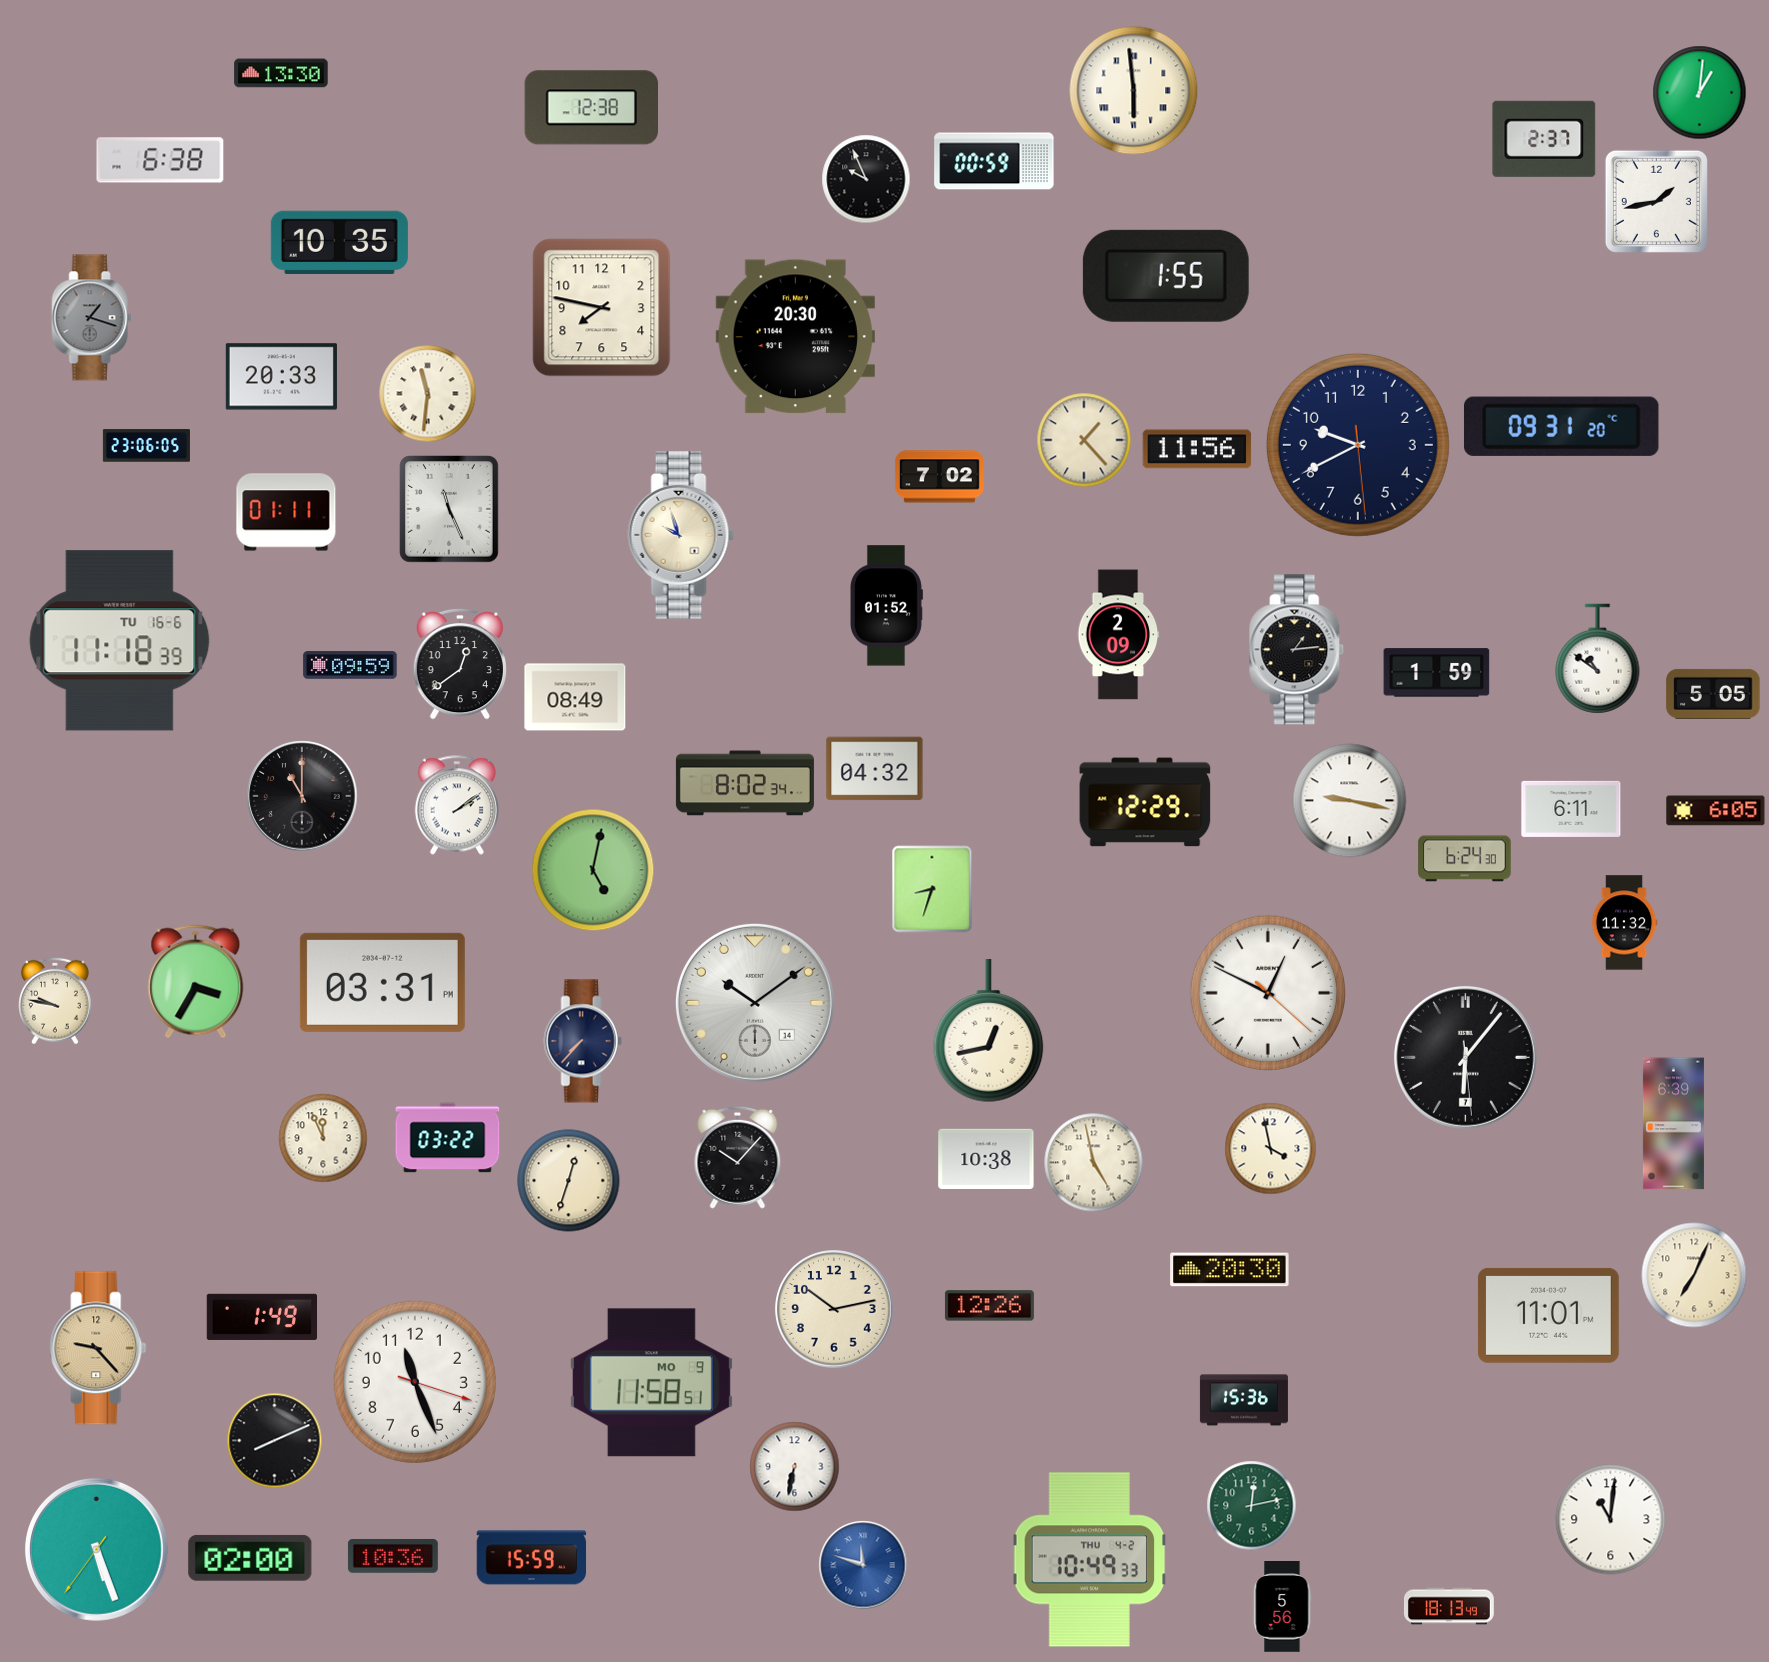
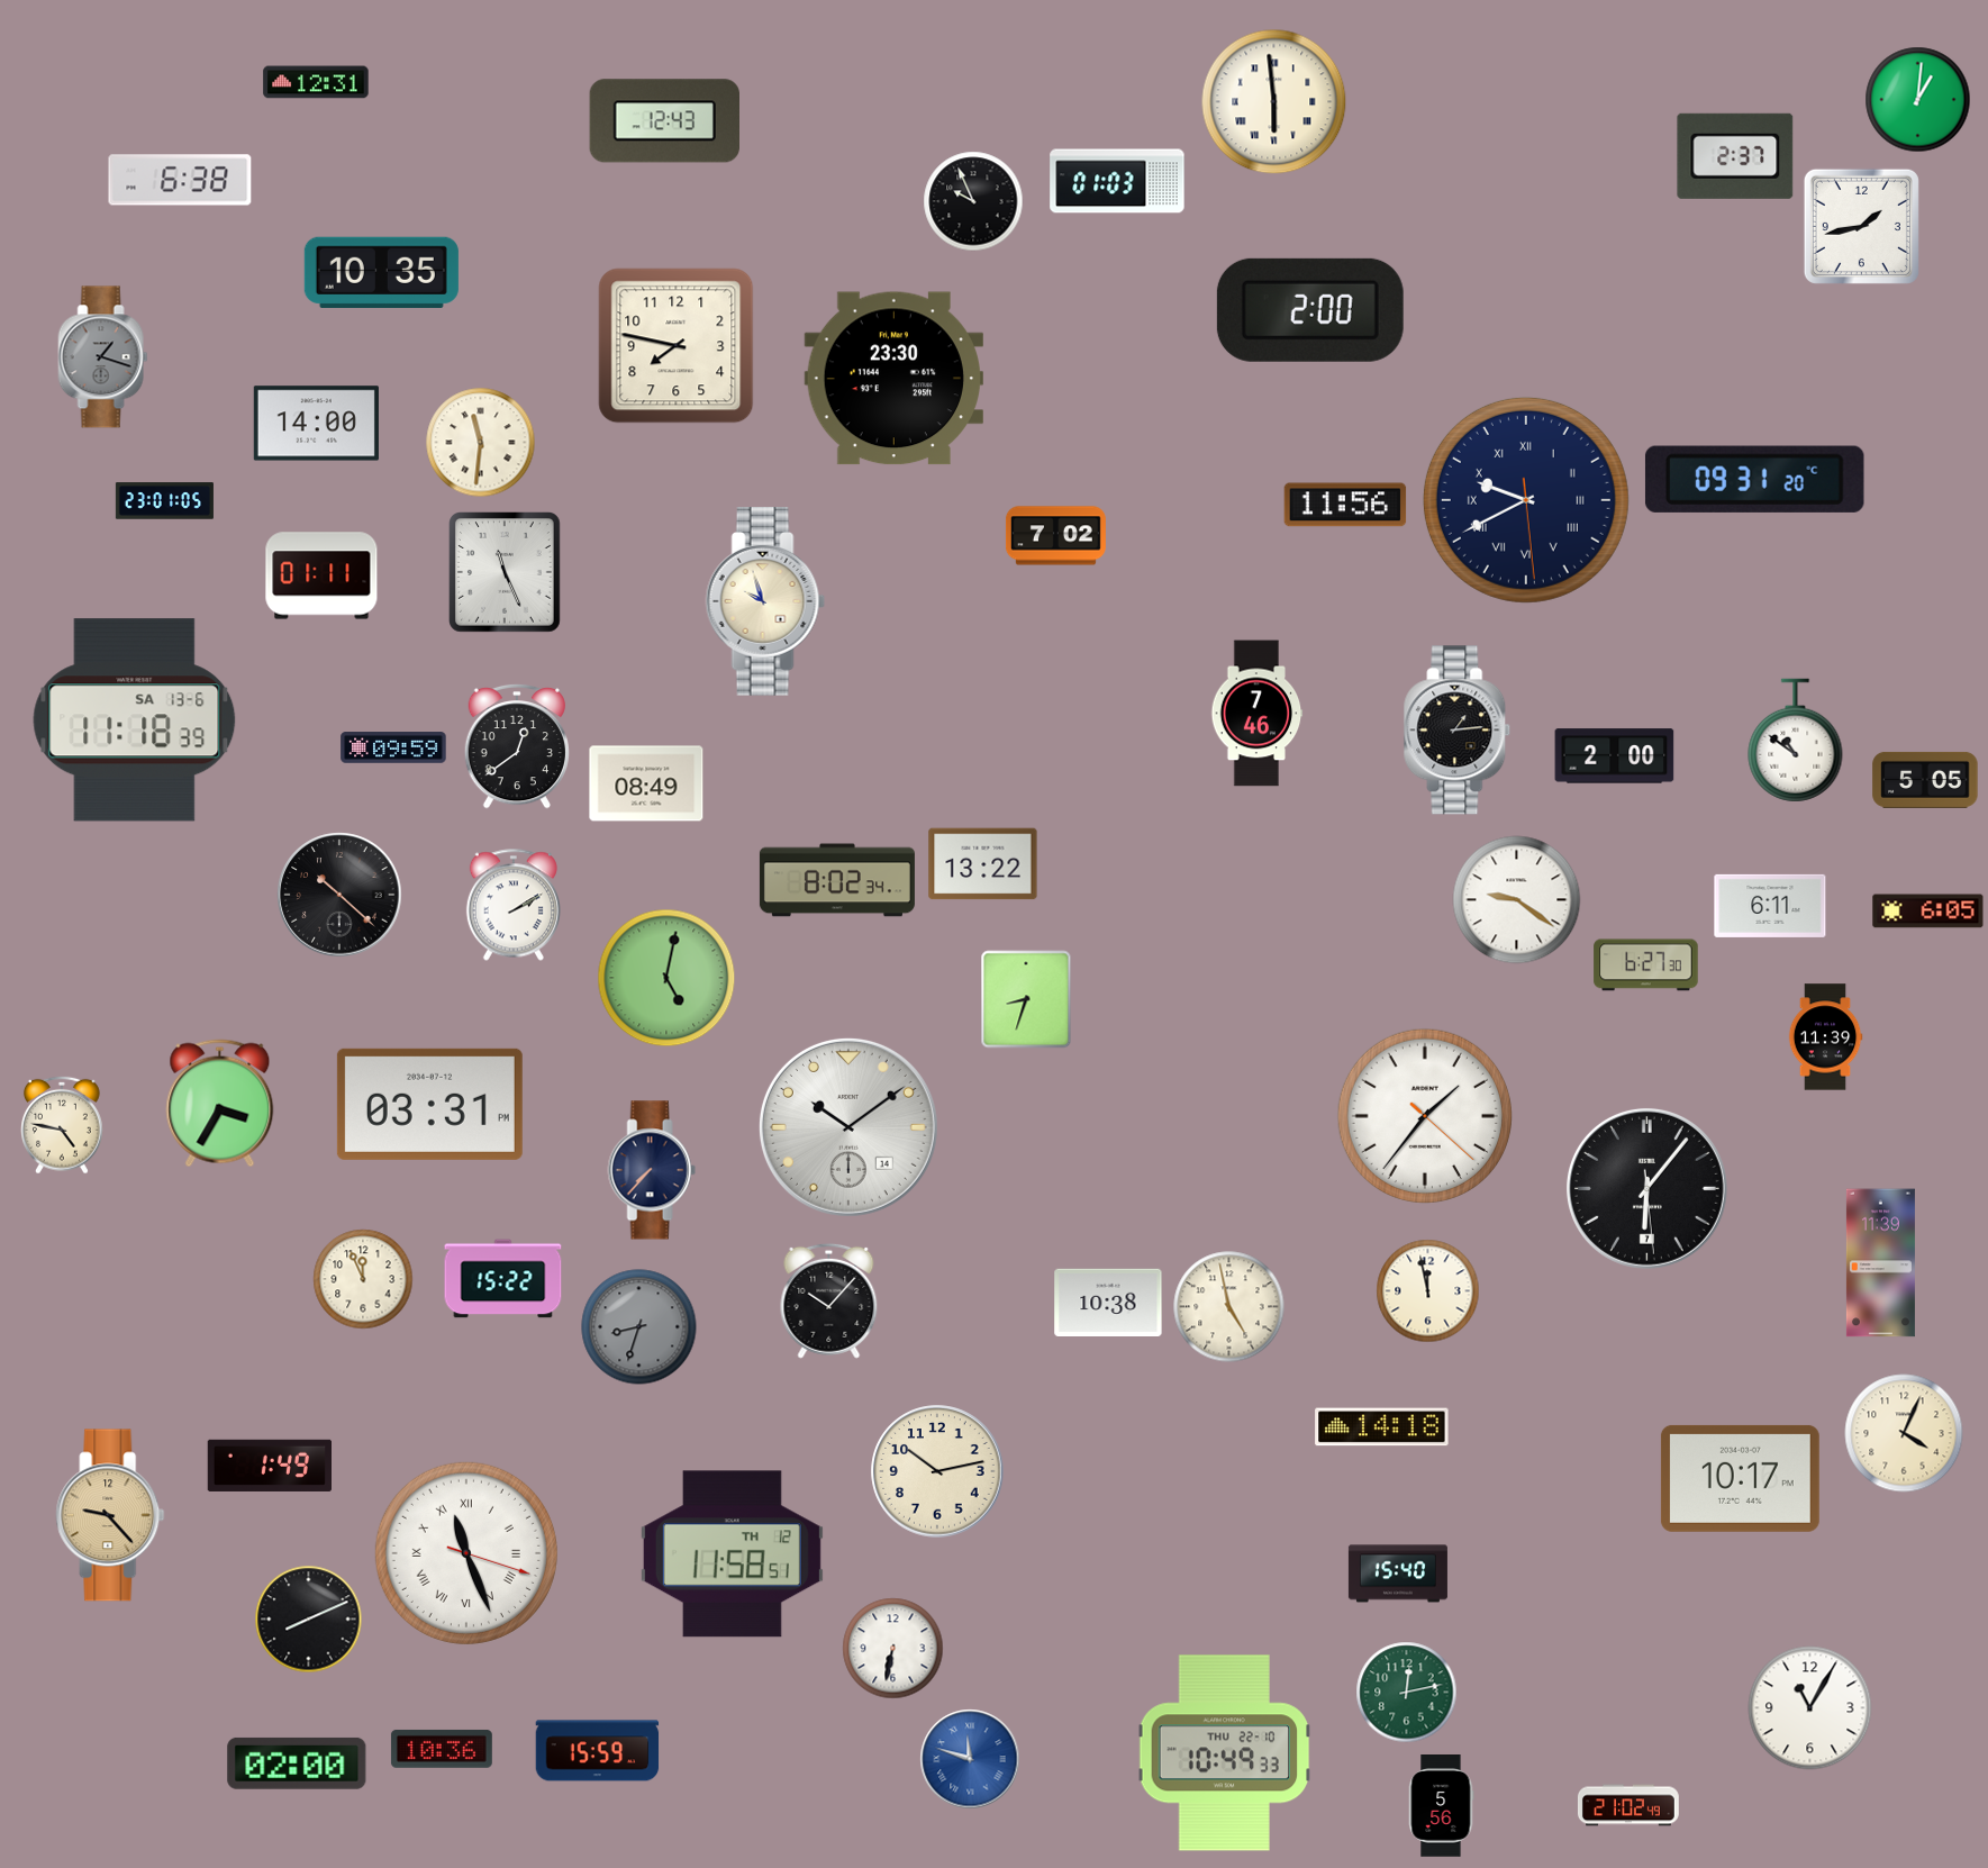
clock at (281, 73): 13:30 -> 12:31
clock at (1700, 93) position: (1700, 93) -> (1918, 100)
clock at (591, 108): 12:38 -> 12:43
clock at (994, 161): 00:59 -> 01:03
clock at (1166, 276): 1:55 -> 2:00
clock at (795, 337): 20:30 -> 23:30
clock at (281, 377): 20:33 -> 14:00
clock at (1084, 440): 1:23 -> none
clock at (1358, 445) numerals: Arabic -> Roman
clock at (146, 446): 23:06 -> 23:01
clock at (886, 606): 01:52 -> none
clock at (1119, 635): 2:09 -> 7:46
clock at (120, 641) date: TU 16-6 -> SA 13-6
clock at (1437, 673): 1:59 -> 2:00
clock at (875, 769): 04:32 -> 13:22
clock at (302, 796): 11:00 -> 10:22
clock at (1350, 801): 9:17 -> 9:21
clock at (1145, 802): 12:29 -> none
clock at (457, 805): 2:09 -> 2:10
clock at (1571, 809) position: (1571, 809) -> (1770, 906)
clock at (1465, 859): 6:24 -> 6:27
clock at (932, 889) position: (932, 889) -> (1026, 999)
clock at (1624, 923): 11:32 -> 11:39
clock at (1267, 992): 12:49 -> 1:36
clock at (56, 1001): 9:47 -> 4:47
clock at (989, 1031): 12:43 -> none
clock at (583, 1041) position: (583, 1041) -> (652, 1170)
clock at (1673, 1124): 6:39 -> 11:39
clock at (448, 1138): 03:22 -> 15:22
clock at (1271, 1149): 3:58 -> 11:58
clock at (569, 1181): 12:33 -> 8:33
clock at (569, 1181) dial: cream -> grey
clock at (1230, 1270): 20:30 -> 14:18
clock at (1694, 1275): 7:04 -> 4:04
clock at (989, 1306): 12:26 -> none
clock at (1548, 1315): 11:01 -> 10:17
clock at (261, 1317) position: (261, 1317) -> (269, 1466)
clock at (415, 1382) numerals: Arabic -> Roman
clock at (651, 1383) date: MO 9 -> TH 12
clock at (1244, 1400): 15:36 -> 15:40
clock at (1611, 1520): 11:01 -> 11:05
clock at (96, 1549): 5:26 -> none
clock at (250, 1558) position: (250, 1558) -> (297, 1763)
clock at (1090, 1560) date: THU 4-2 -> THU 22-10
clock at (1449, 1606): 18:13 -> 21:02
